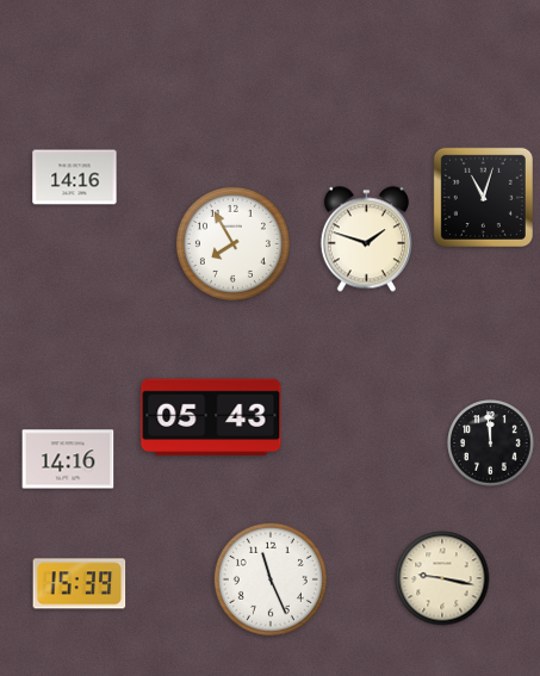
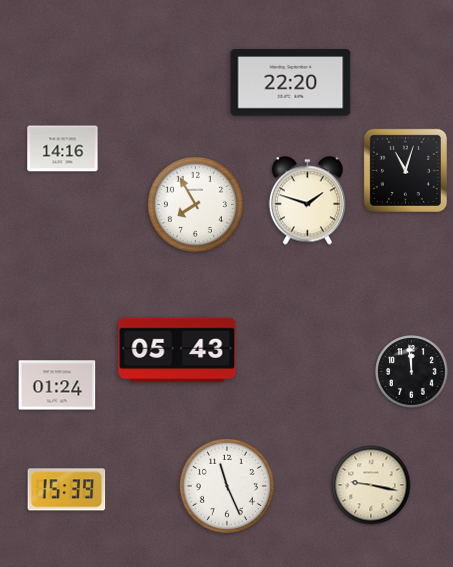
clock at (291, 83): none -> 22:20
clock at (483, 197) position: (483, 197) -> (405, 170)
clock at (68, 459): 14:16 -> 01:24
